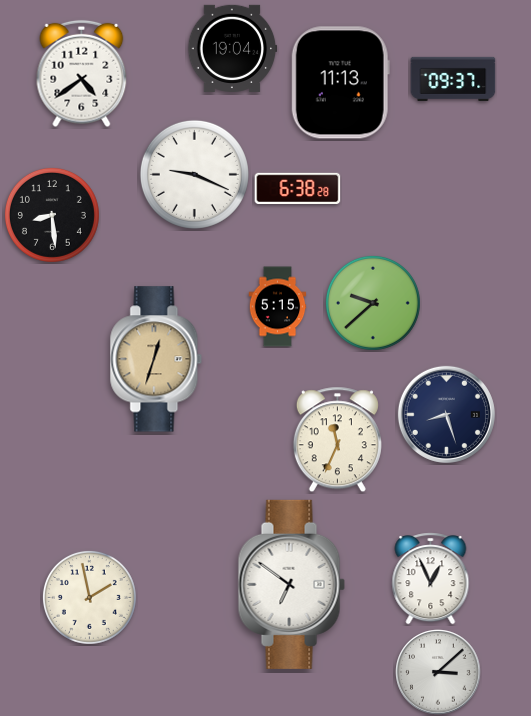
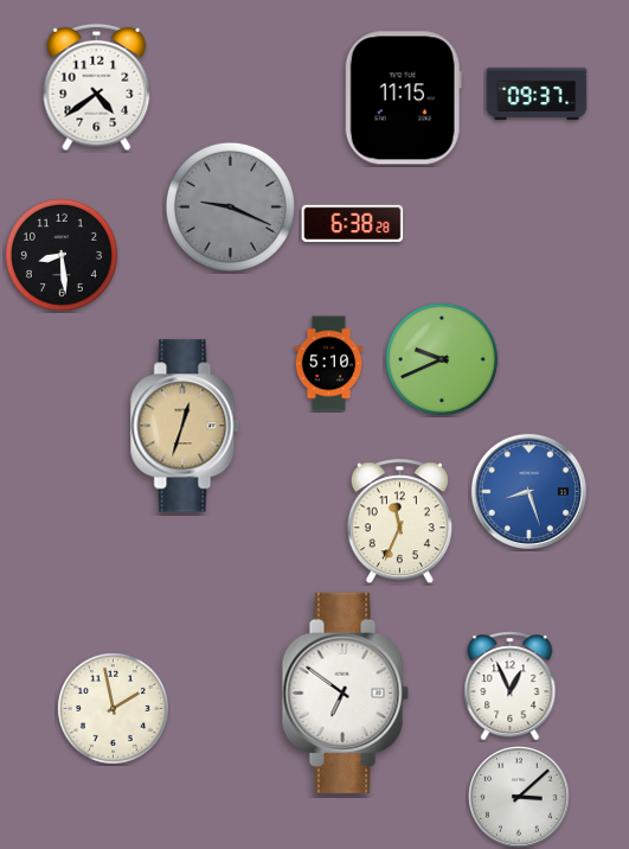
clock at (232, 48): 19:04 -> none
clock at (340, 83): 11:13 -> 11:15
clock at (194, 174) dial: white -> grey
clock at (373, 303): 9:38 -> 9:41
clock at (278, 307): 5:15 -> 5:10
clock at (446, 414) dial: navy -> blue
clock at (89, 597) position: (89, 597) -> (113, 708)
